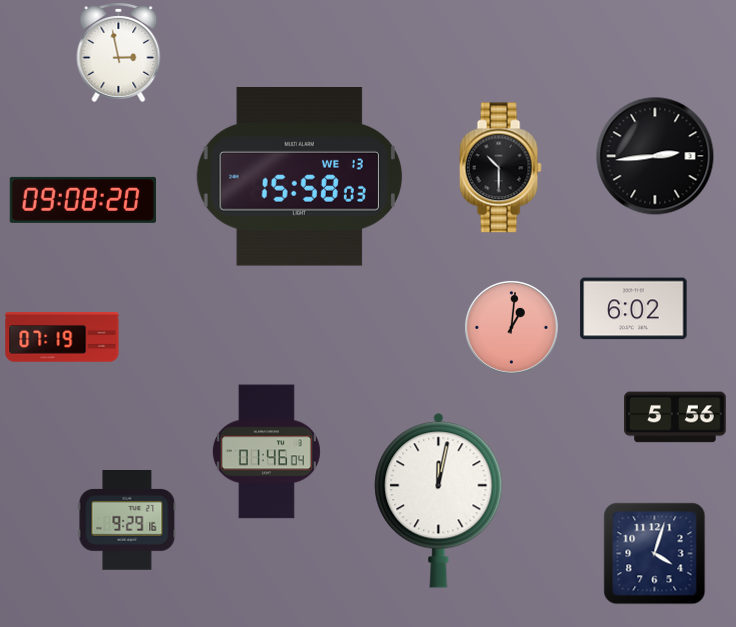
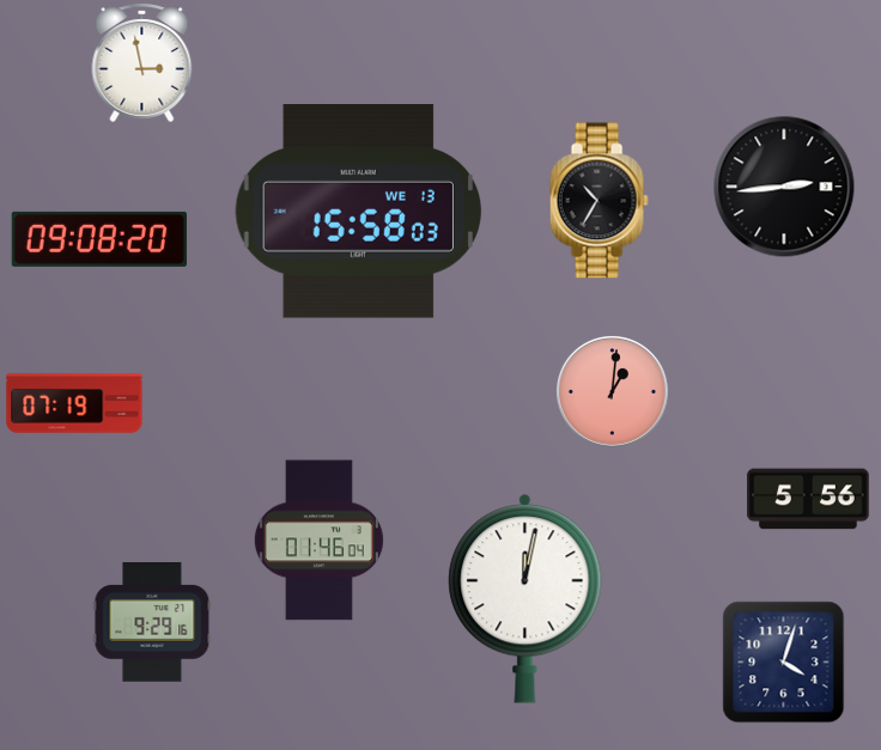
clock at (500, 168): 10:30 -> 10:35
clock at (634, 309): 6:02 -> none
